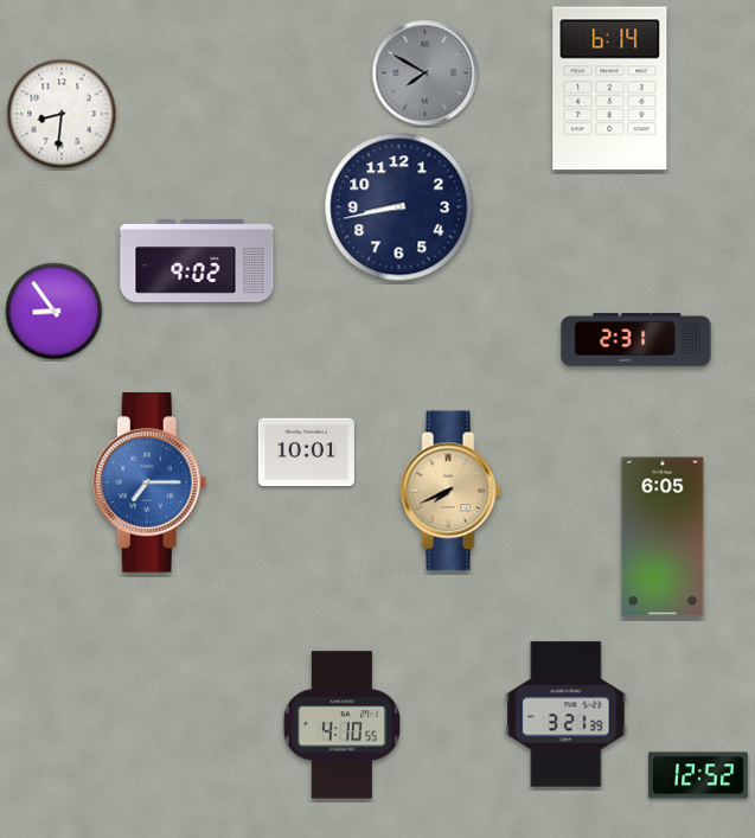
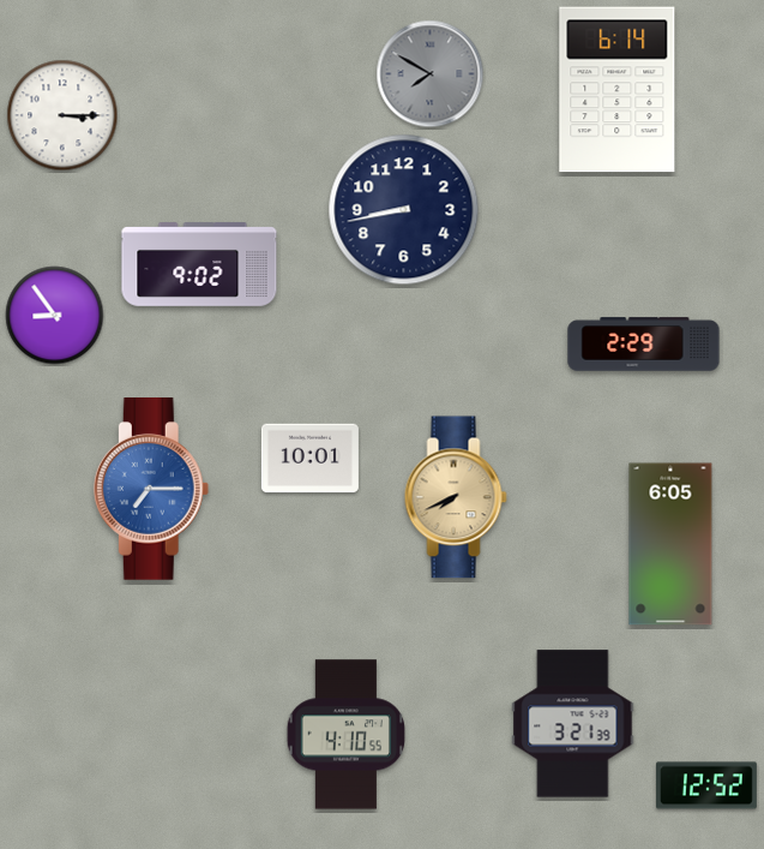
clock at (62, 114): 8:31 -> 3:15
clock at (636, 340): 2:31 -> 2:29
